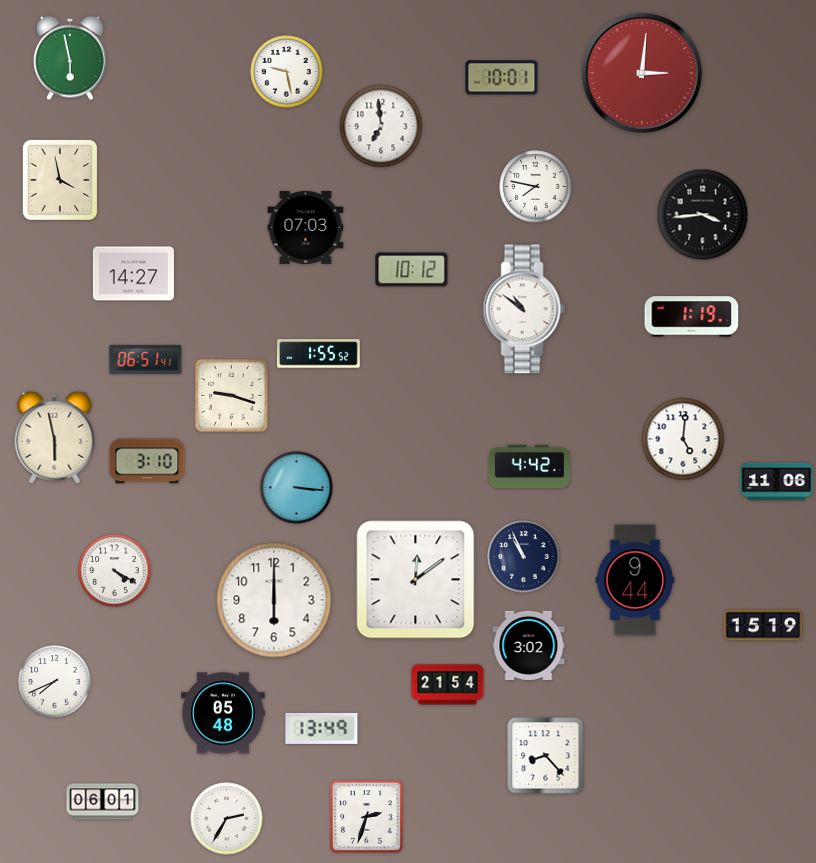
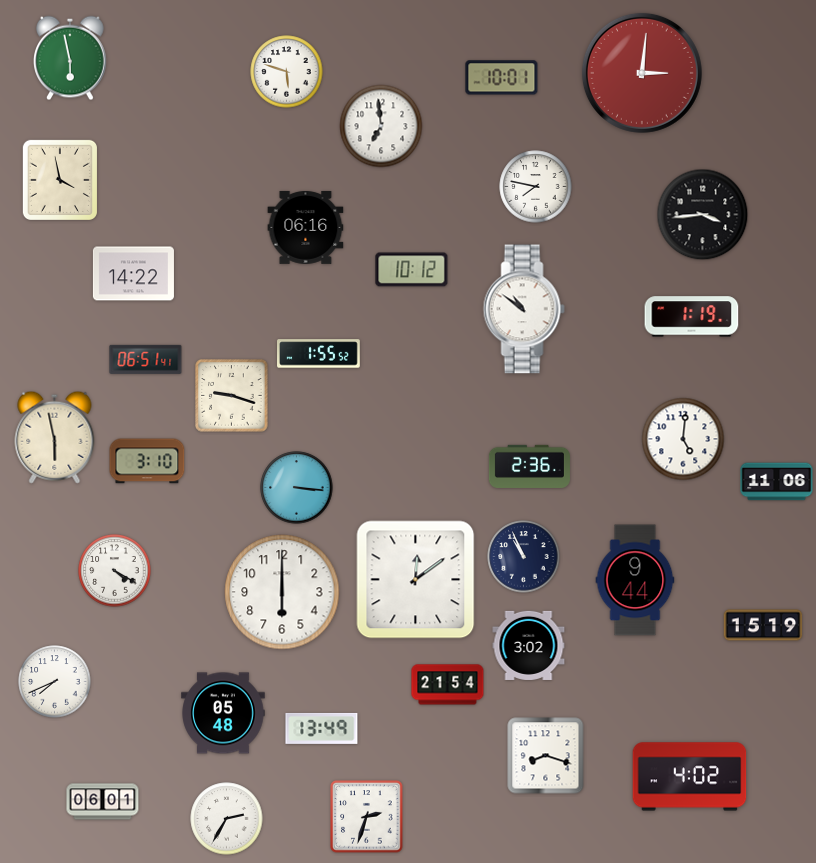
clock at (287, 72): 9:28 -> 5:48
clock at (306, 227): 07:03 -> 06:16
clock at (133, 274): 14:27 -> 14:22
clock at (529, 466): 4:42 -> 2:36
clock at (274, 600) position: (274, 600) -> (282, 592)
clock at (546, 756): 8:23 -> 8:18
clock at (690, 777): none -> 4:02
